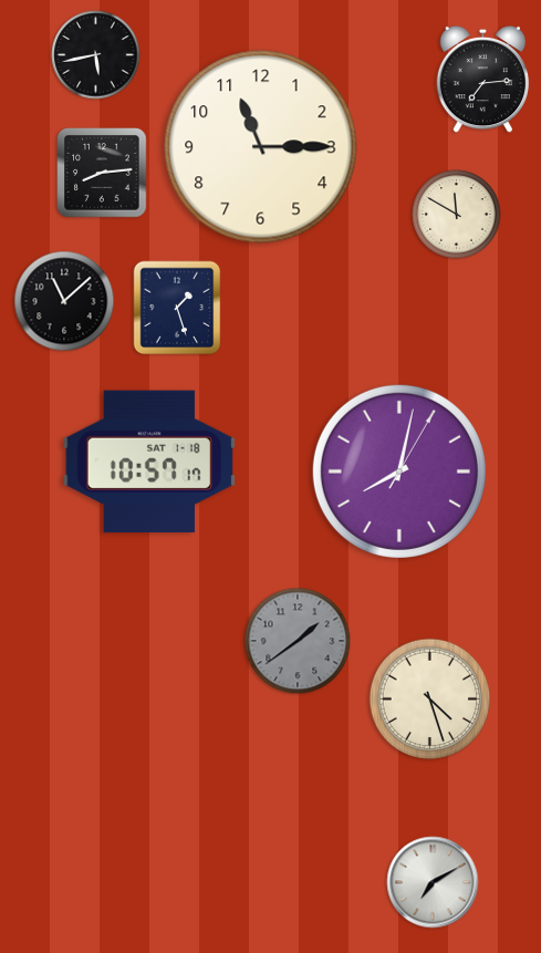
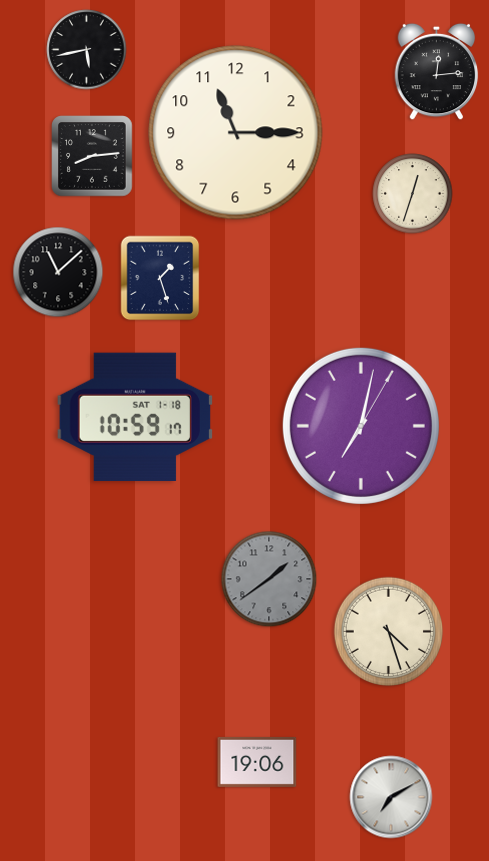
clock at (483, 80): 7:14 -> 12:14
clock at (457, 215): 11:50 -> 12:33
clock at (149, 462): 10:57 -> 10:59
clock at (399, 472): 8:02 -> 7:02
clock at (257, 762): none -> 19:06
